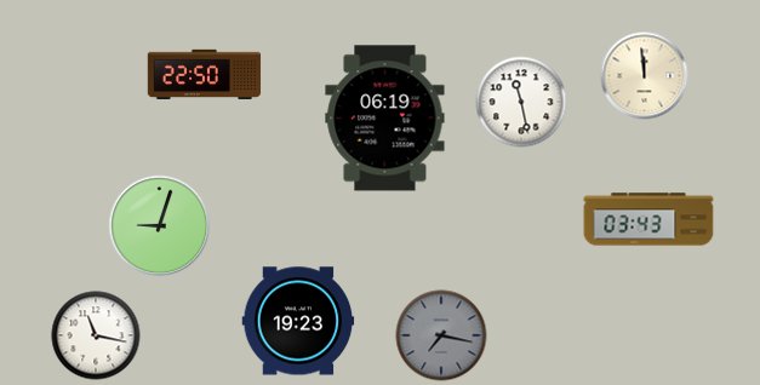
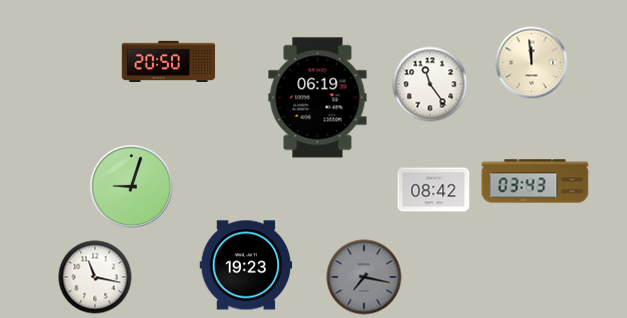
clock at (205, 75): 22:50 -> 20:50
clock at (521, 102): 11:28 -> 11:24
clock at (434, 190): none -> 08:42
clock at (96, 335) position: (96, 335) -> (95, 277)
